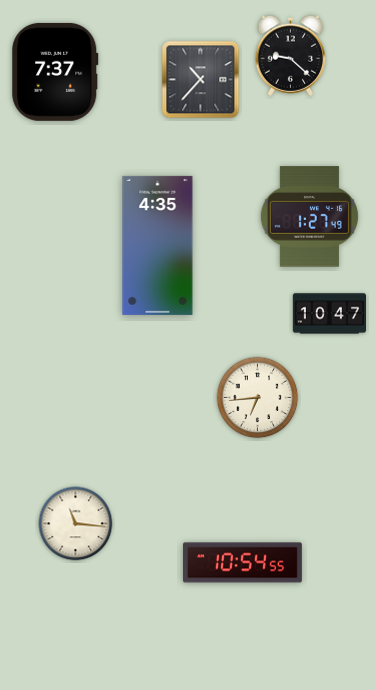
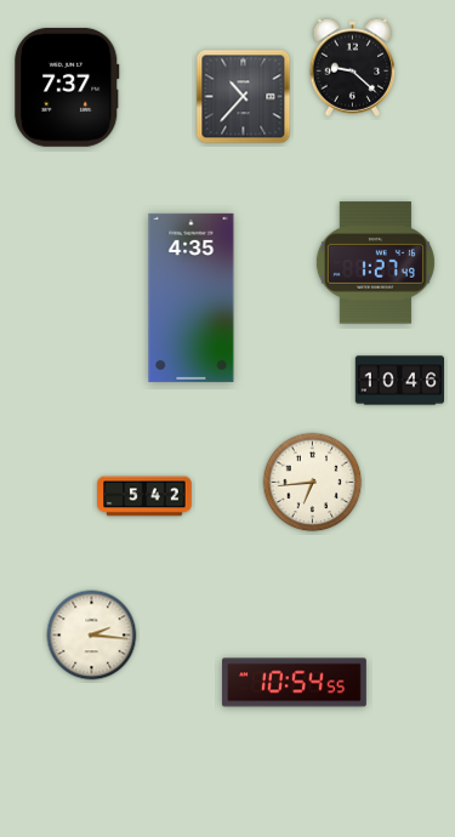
clock at (329, 314): 10:47 -> 10:46
clock at (144, 496): none -> 5:42
clock at (76, 524): 11:16 -> 2:16
